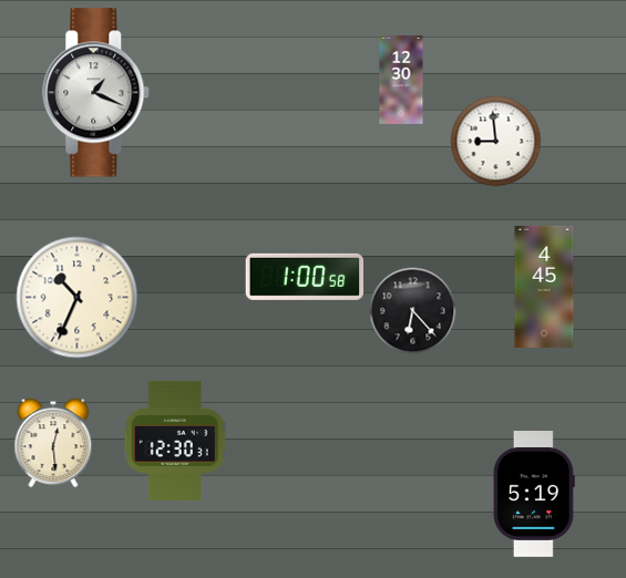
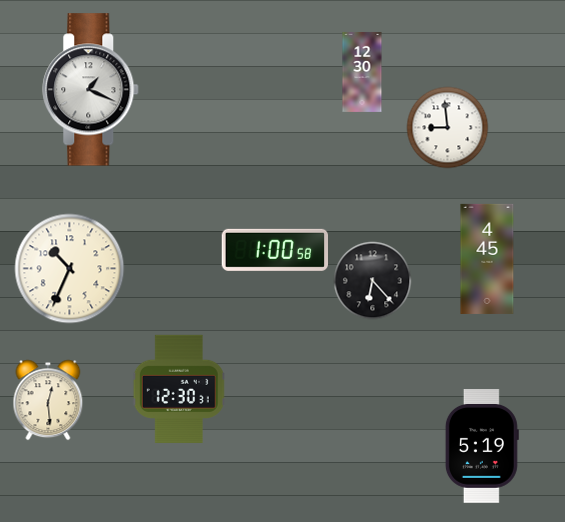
clock at (96, 93) position: (96, 93) -> (91, 90)
clock at (544, 287) position: (544, 287) -> (487, 259)
clock at (175, 441) position: (175, 441) -> (179, 389)
